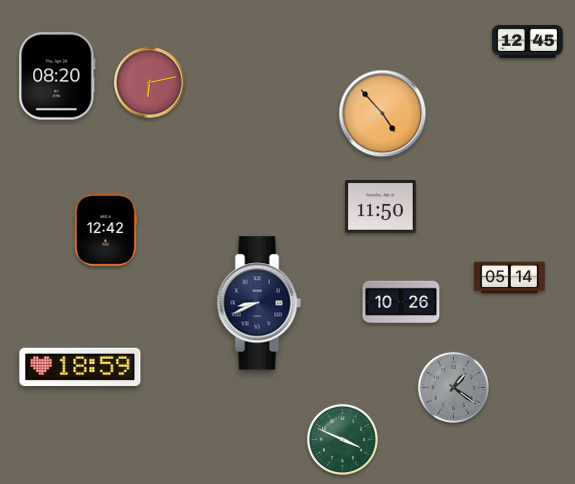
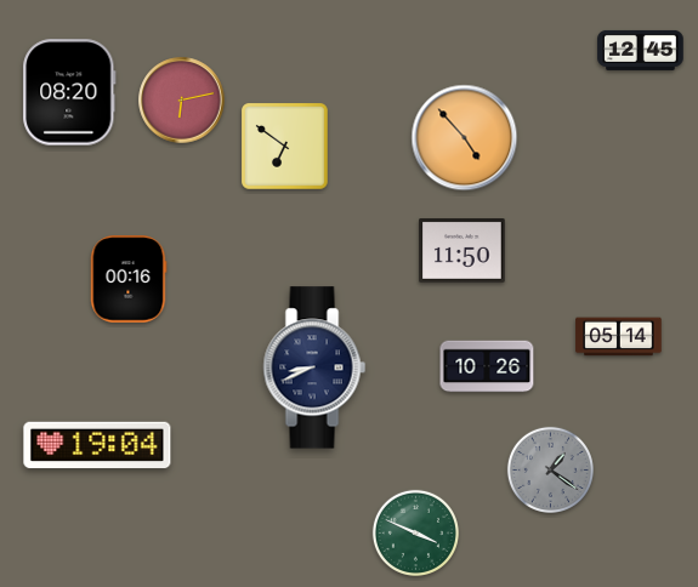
clock at (285, 147): none -> 6:51
clock at (106, 230): 12:42 -> 00:16
clock at (80, 367): 18:59 -> 19:04
